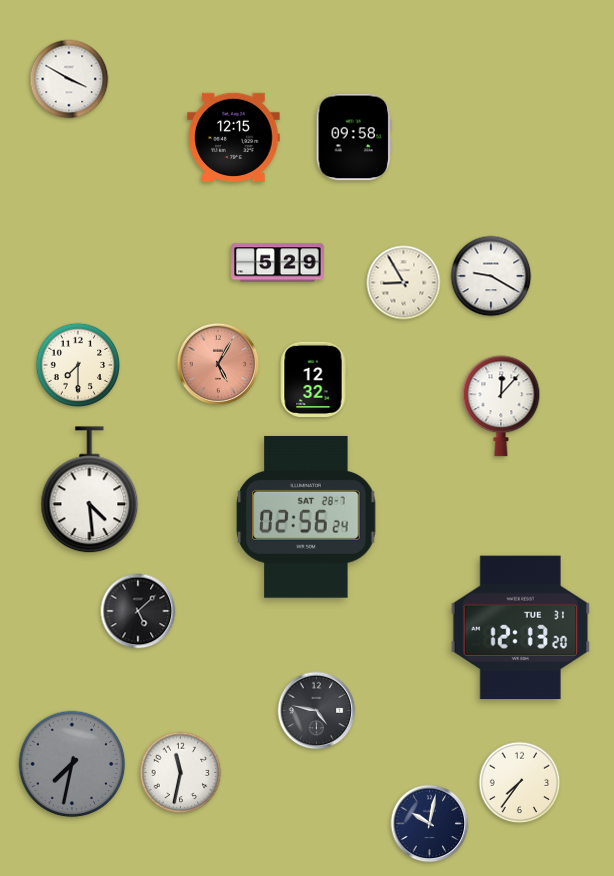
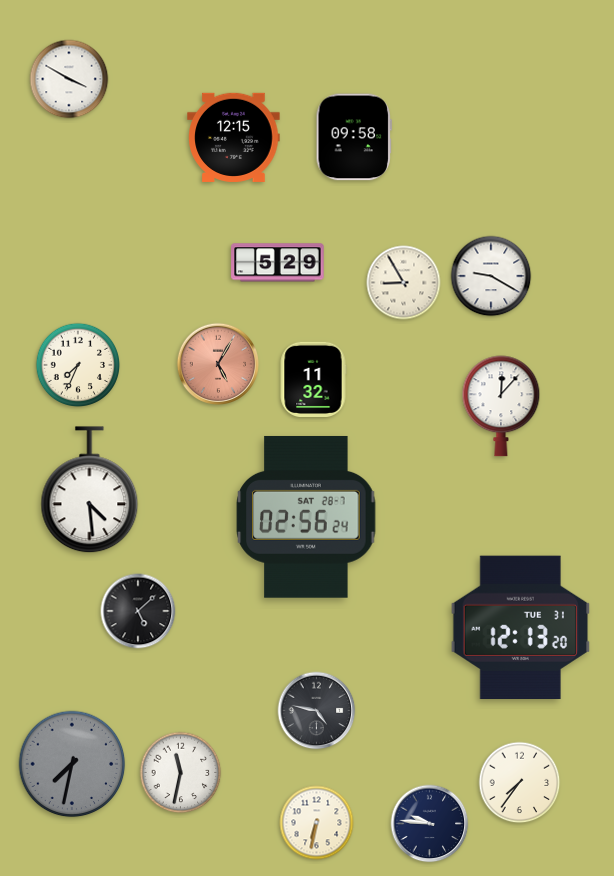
clock at (78, 365): 7:30 -> 7:34
clock at (313, 379): 12:32 -> 11:32
clock at (317, 823): none -> 6:32
clock at (430, 824): 10:02 -> 9:46
